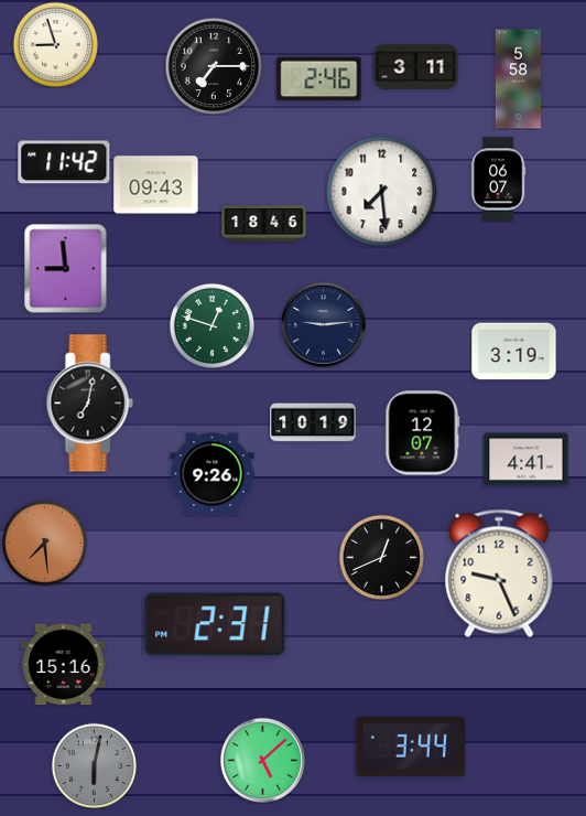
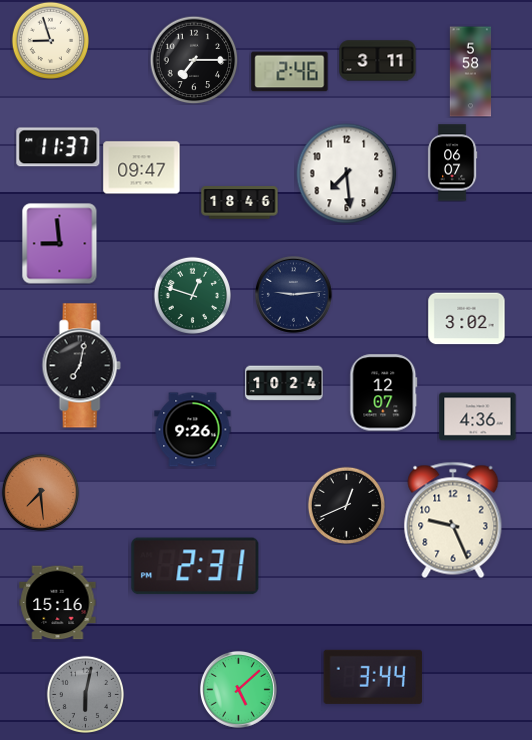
clock at (64, 162): 11:42 -> 11:37
clock at (156, 185): 09:43 -> 09:47
clock at (514, 352): 3:19 -> 3:02
clock at (313, 422): 10:19 -> 10:24
clock at (527, 460): 4:41 -> 4:36
